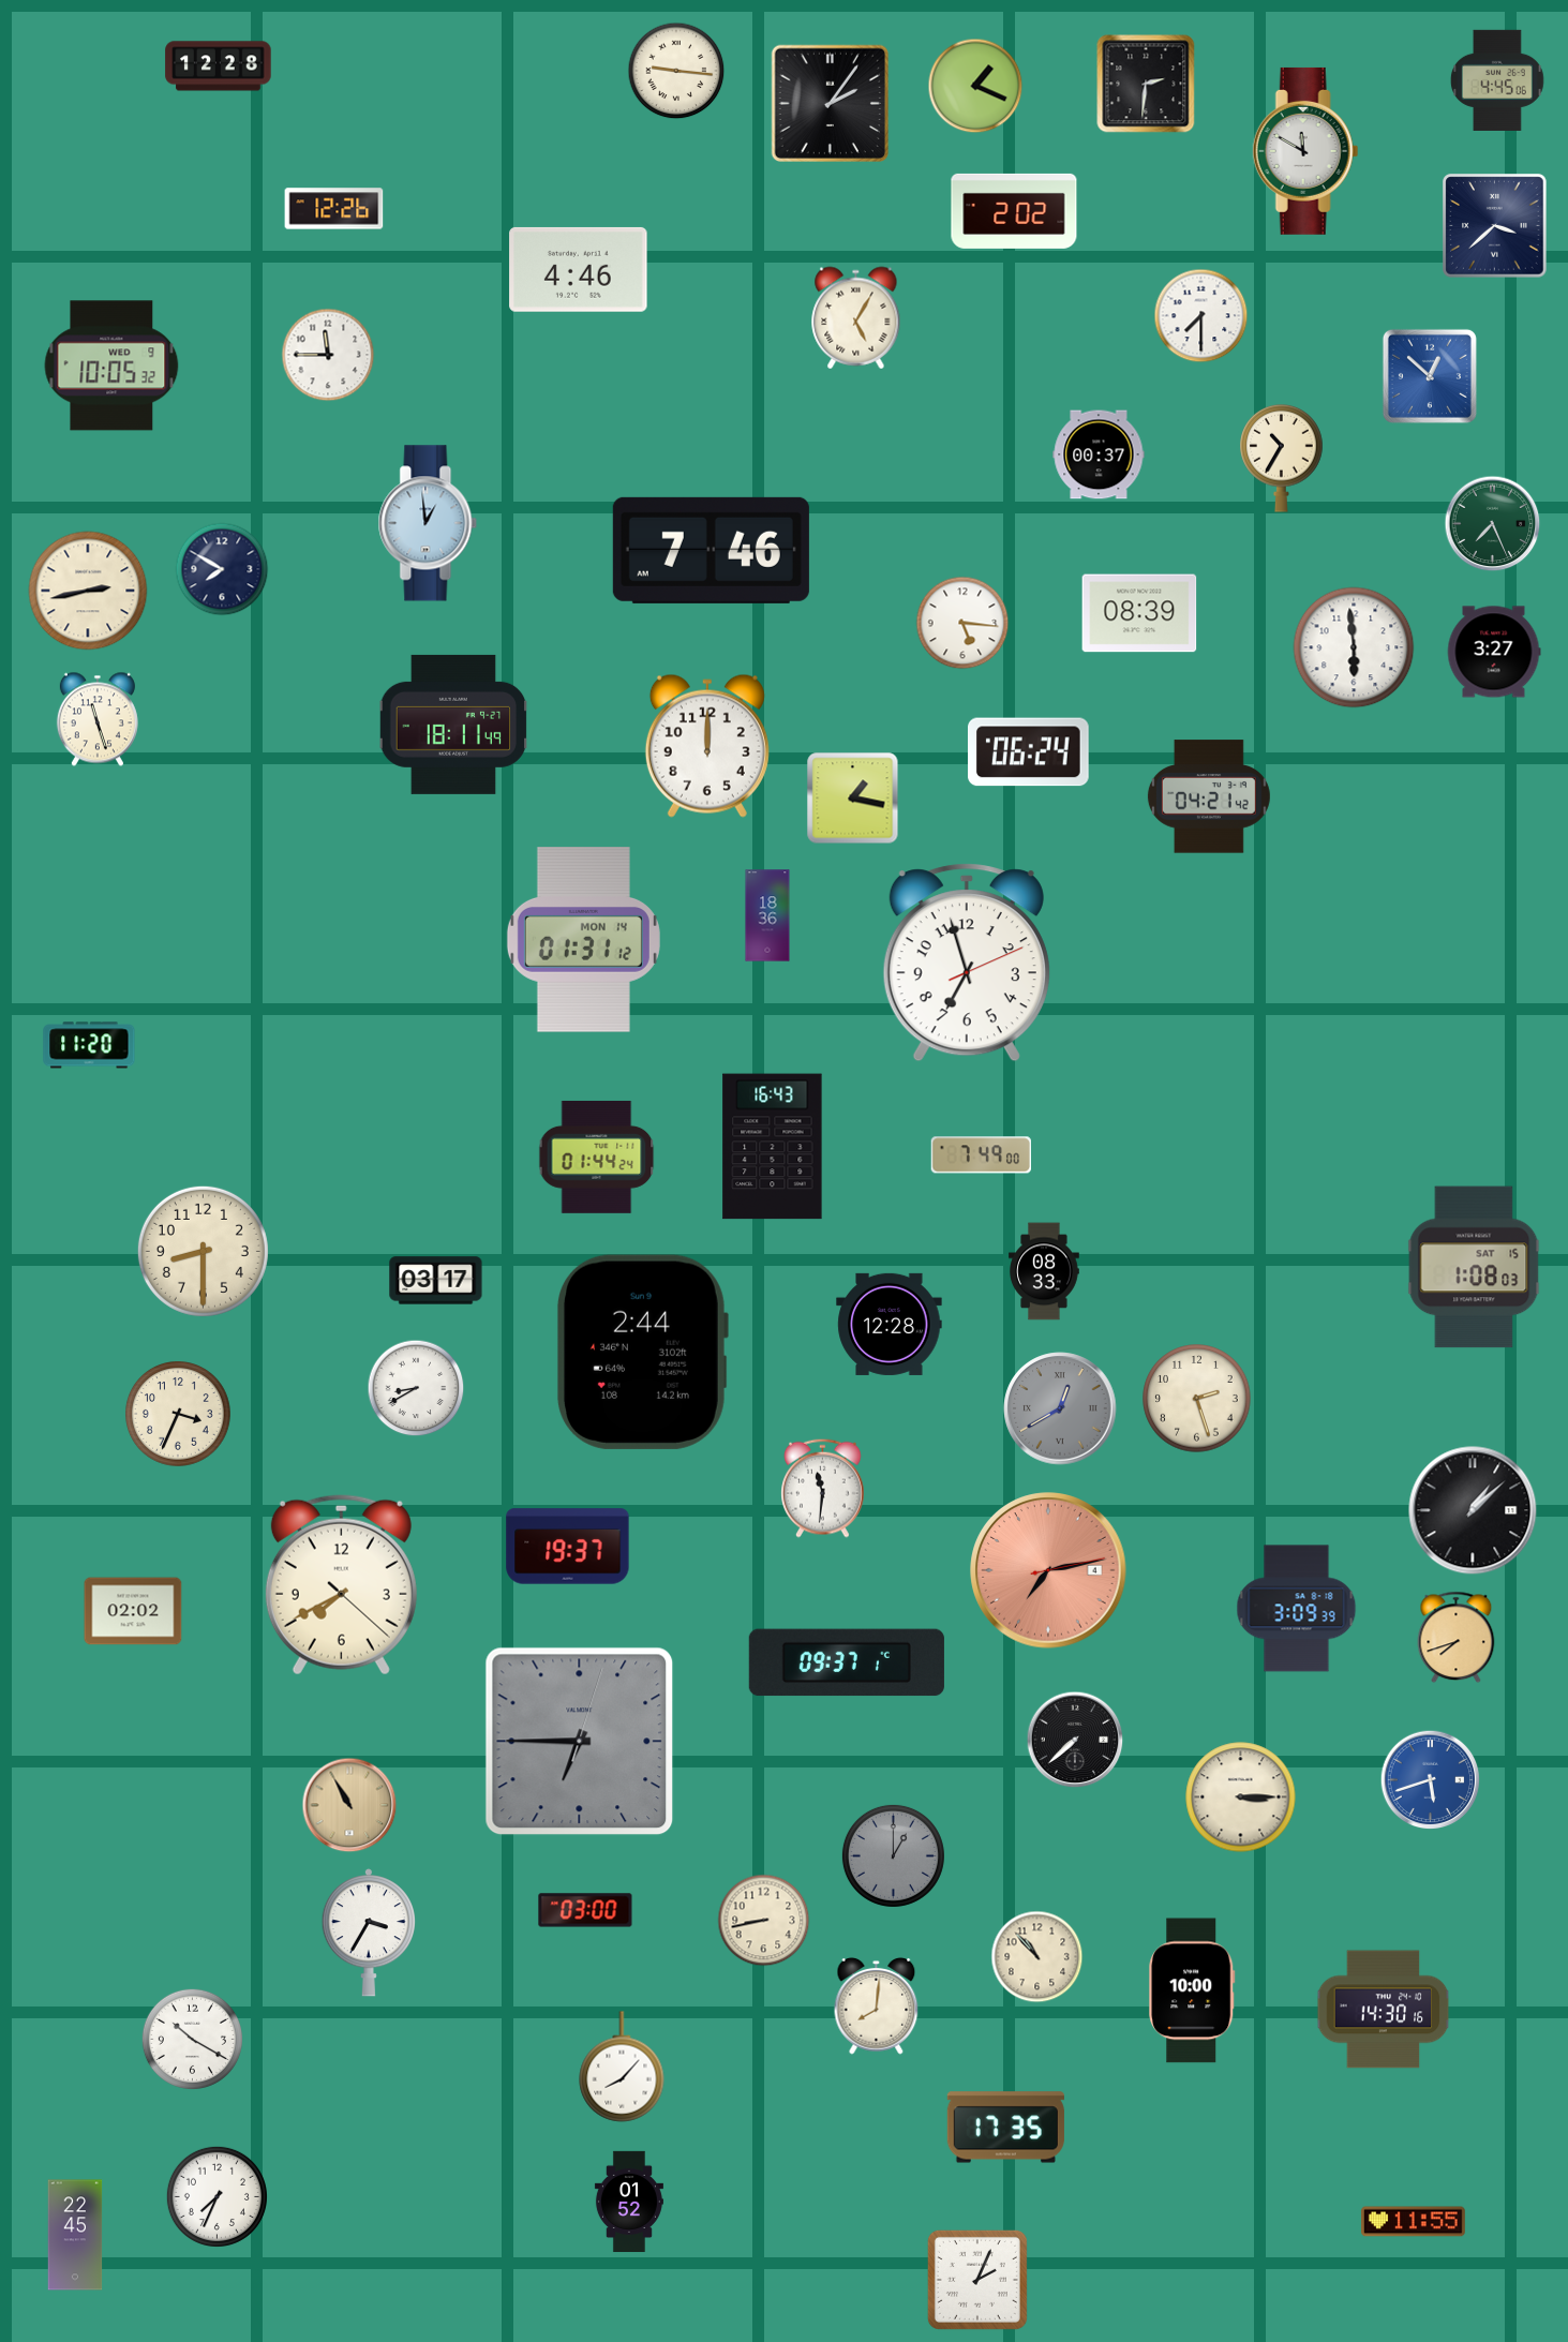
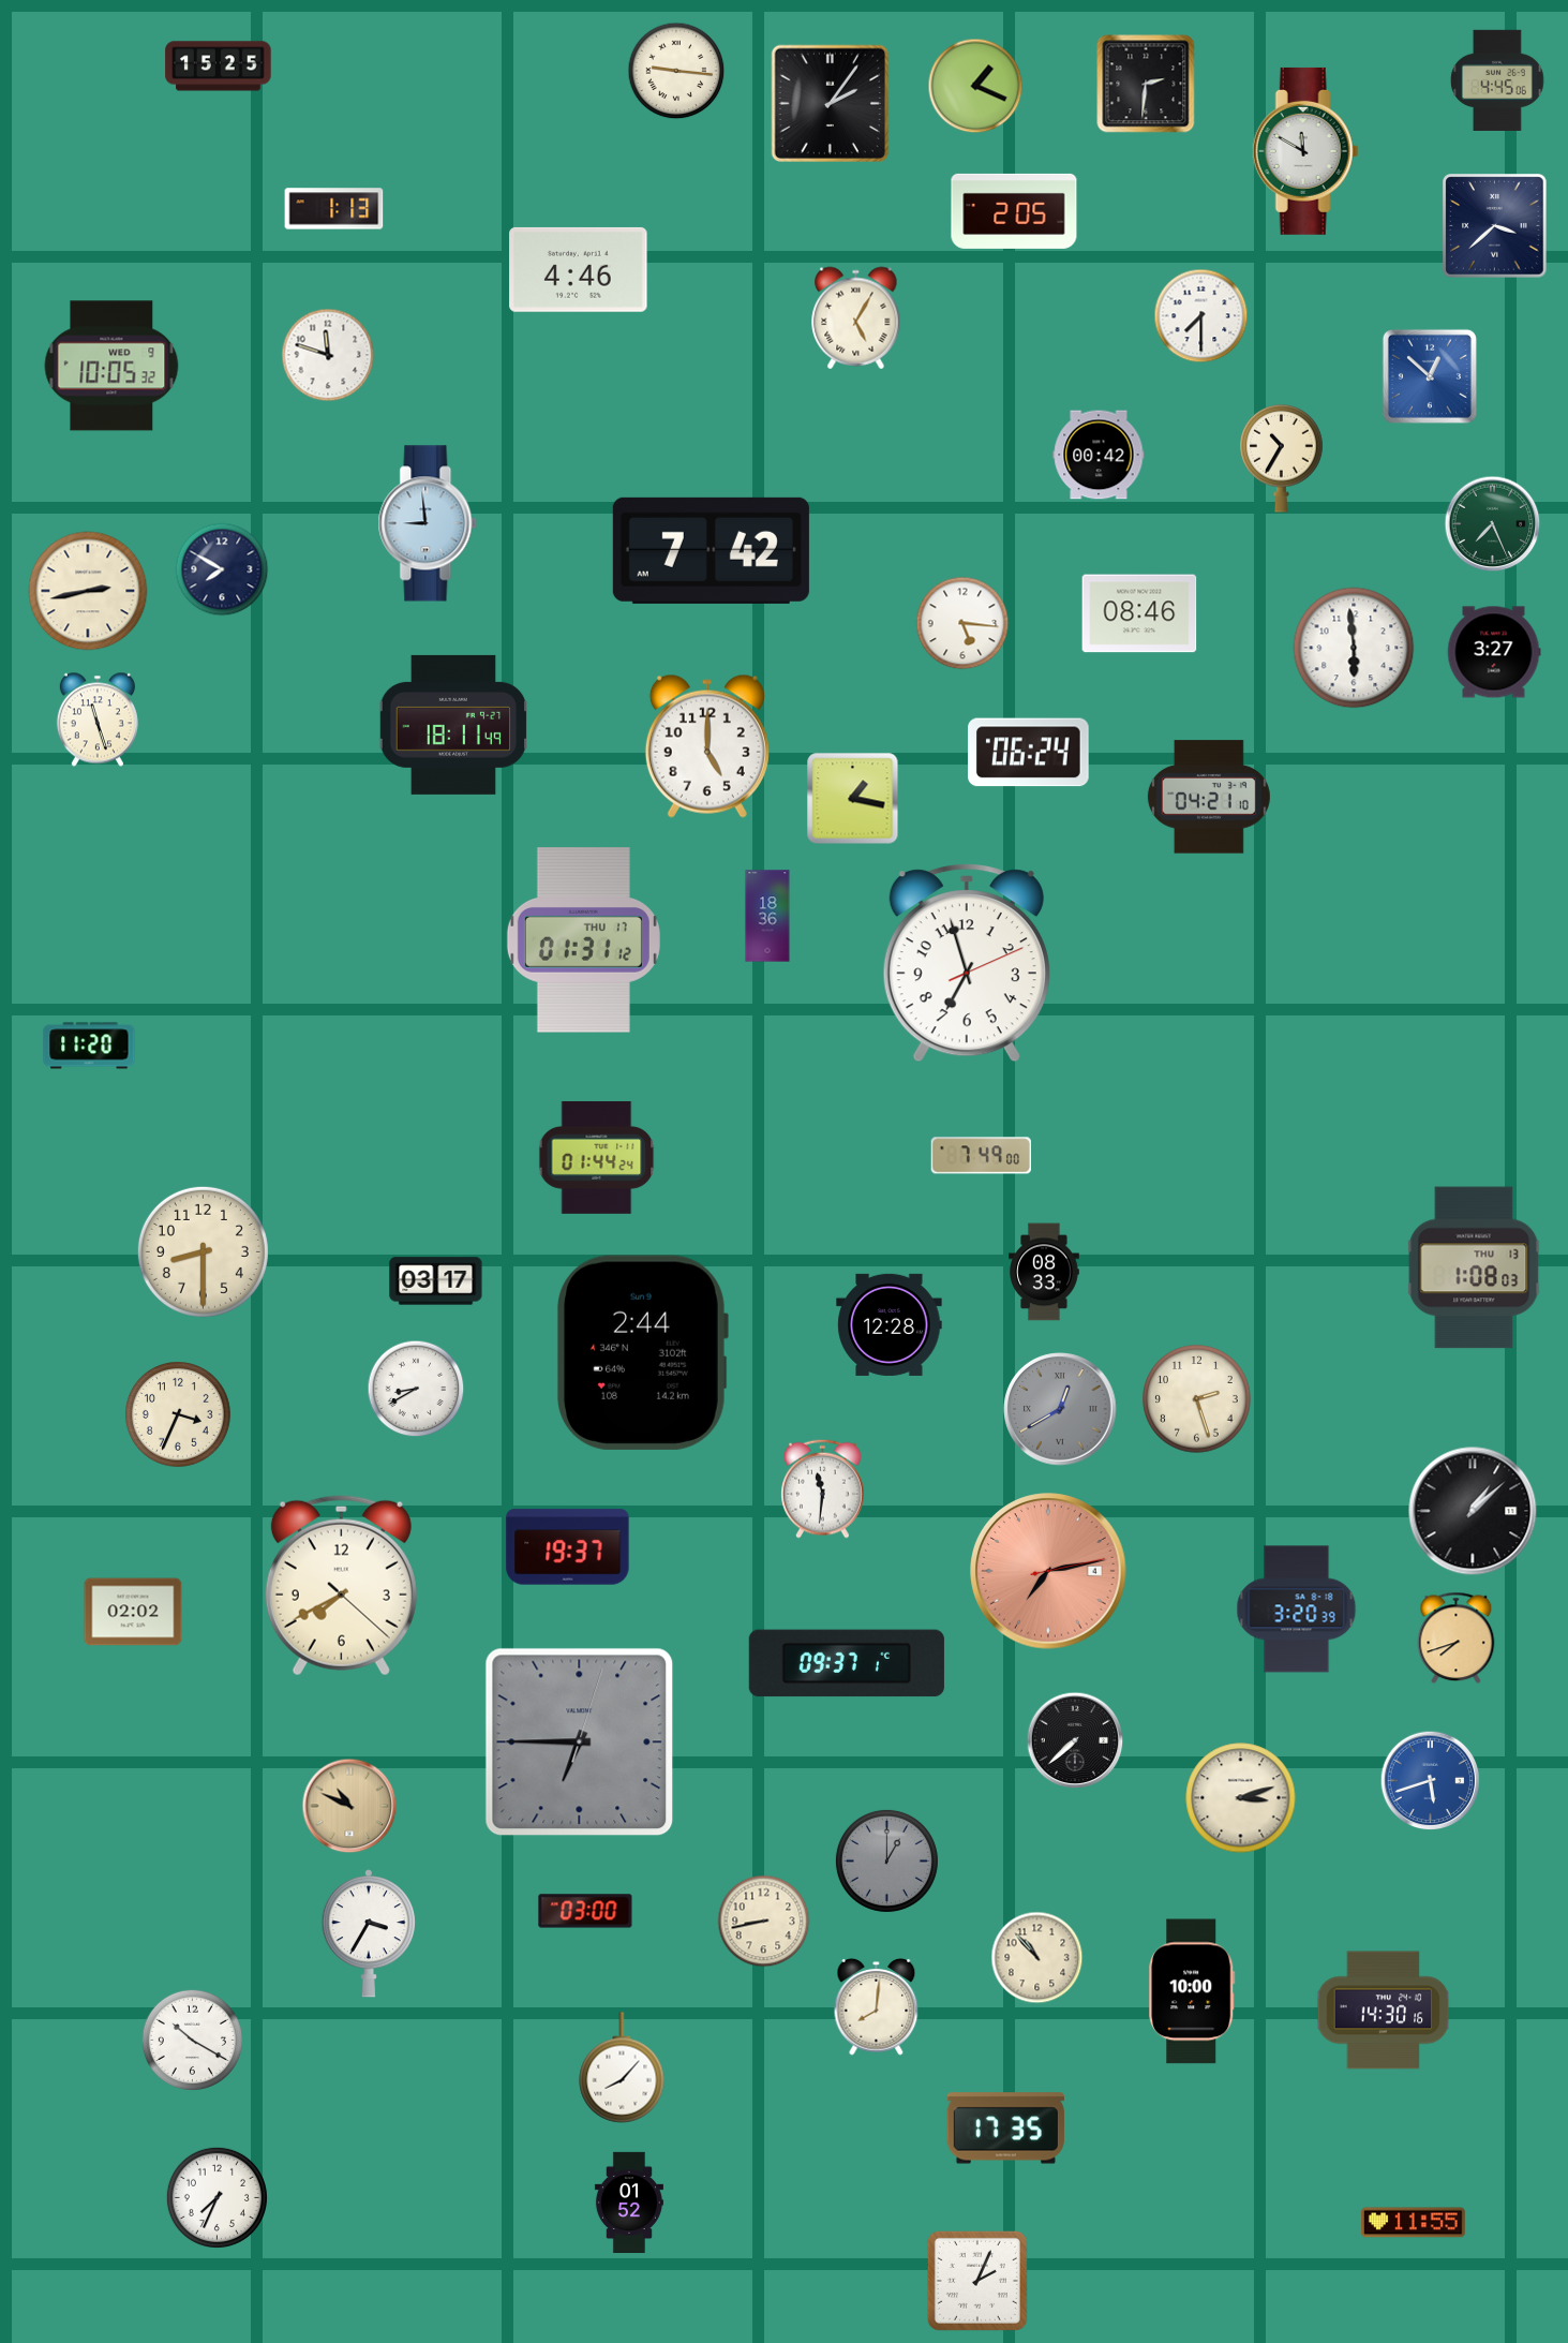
clock at (219, 66): 12:28 -> 15:25
clock at (334, 209): 12:26 -> 1:13
clock at (1014, 211): 2:02 -> 2:05
clock at (328, 355): 11:45 -> 11:48
clock at (1099, 454): 00:37 -> 00:42
clock at (428, 523): 12:59 -> 8:59
clock at (711, 550): 7:46 -> 7:42
clock at (1139, 613): 08:39 -> 08:46
clock at (707, 746): 12:00 -> 5:00
clock at (1209, 796): 04:21:42 -> 04:21:10
clock at (583, 940) date: MON 14 -> THU 17
clock at (773, 1147): 16:43 -> none
clock at (1474, 1267) date: SAT 15 -> THU 13
clock at (1297, 1609): 3:09 -> 3:20
clock at (1241, 1797): 3:15 -> 3:12
clock at (349, 1805): 10:55 -> 10:49
clock at (893, 1855) position: (893, 1855) -> (886, 1860)
clock at (75, 2235): 22:45 -> none
